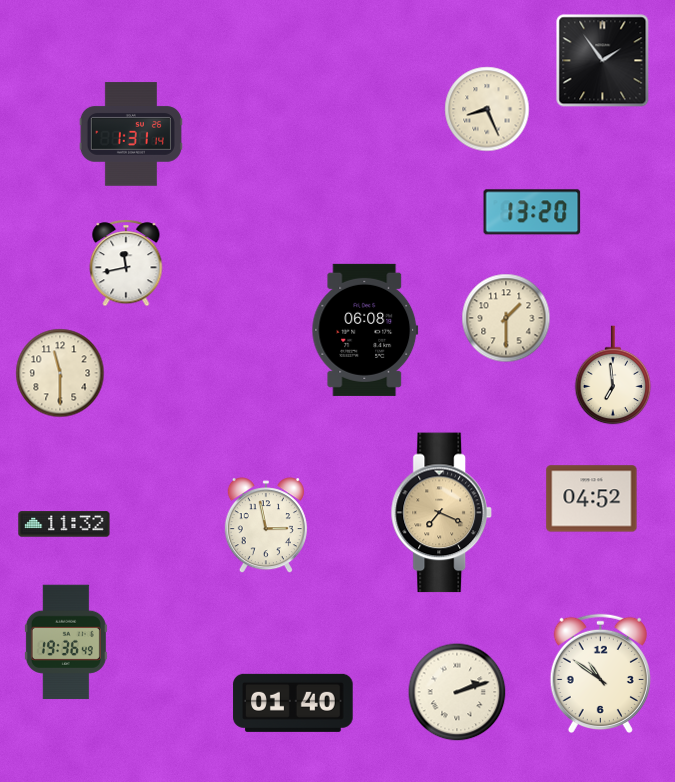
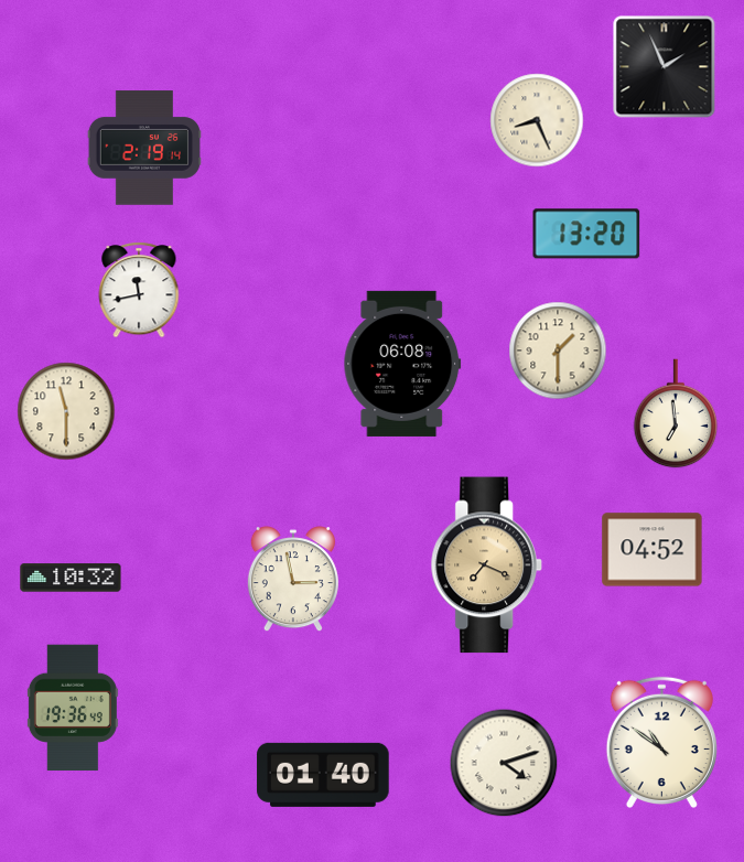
clock at (603, 61): 1:54 -> 1:56
clock at (131, 134): 1:31 -> 2:19
clock at (64, 524): 11:32 -> 10:32
clock at (457, 692): 2:12 -> 4:12
